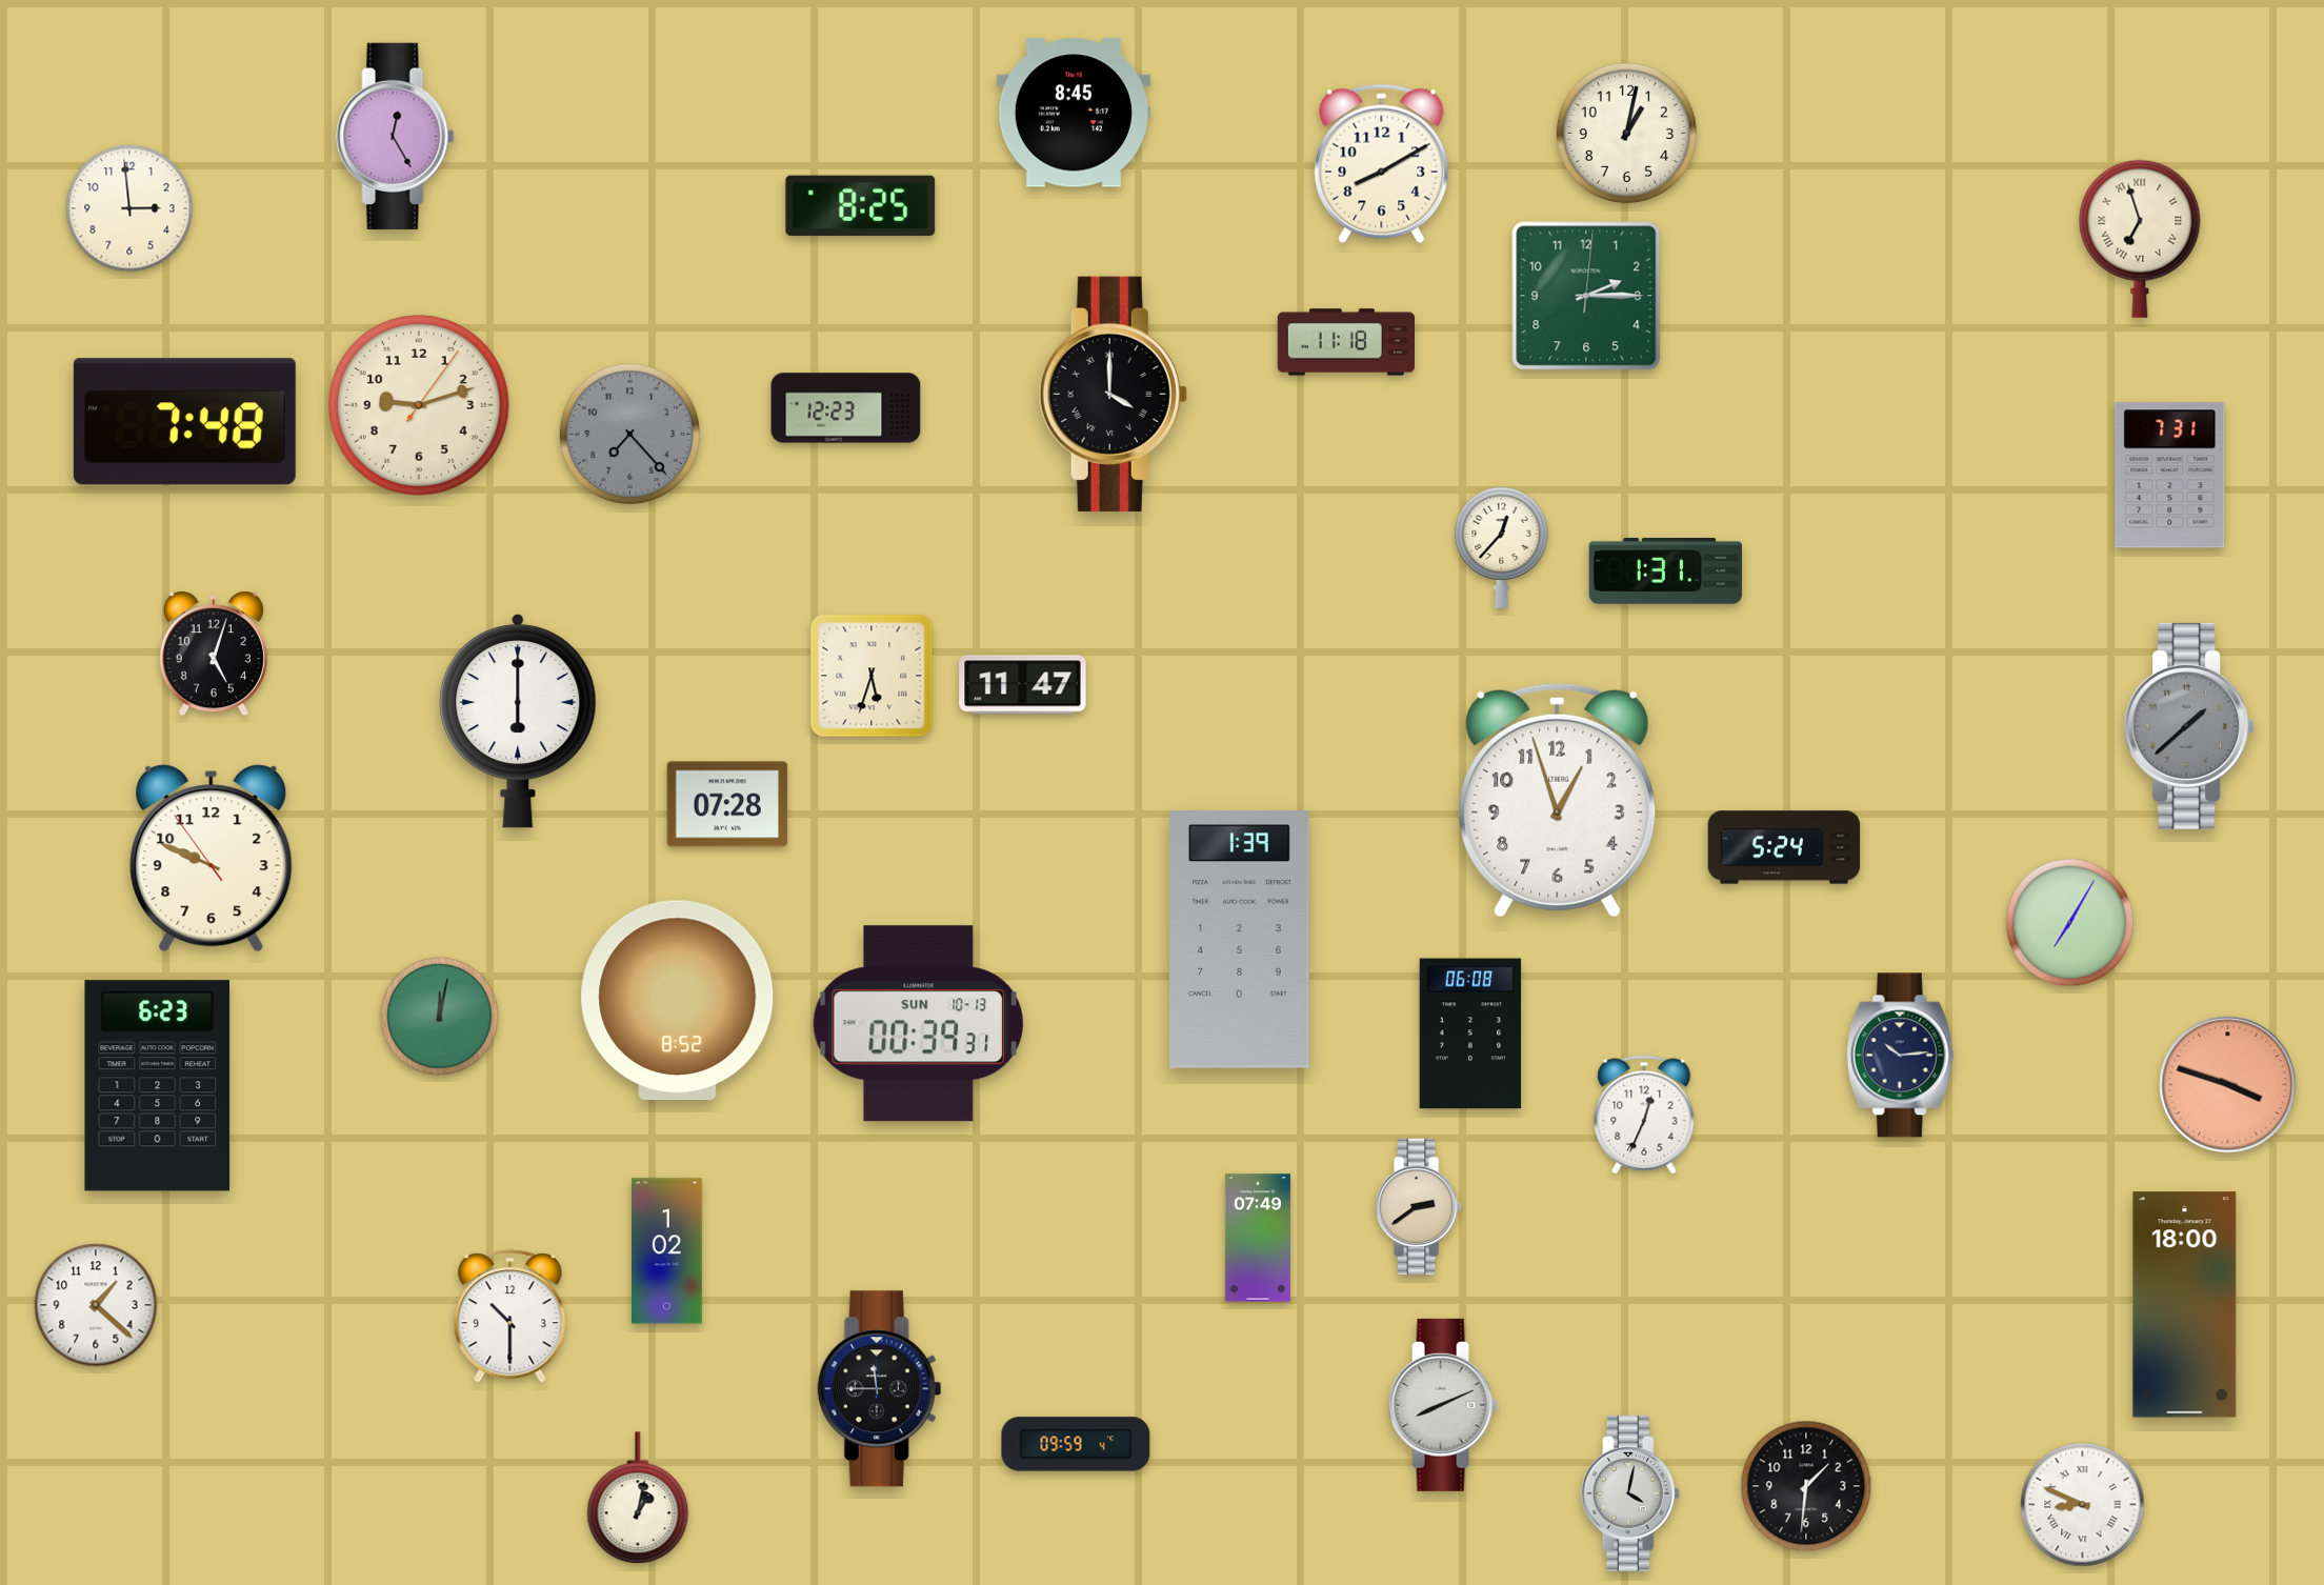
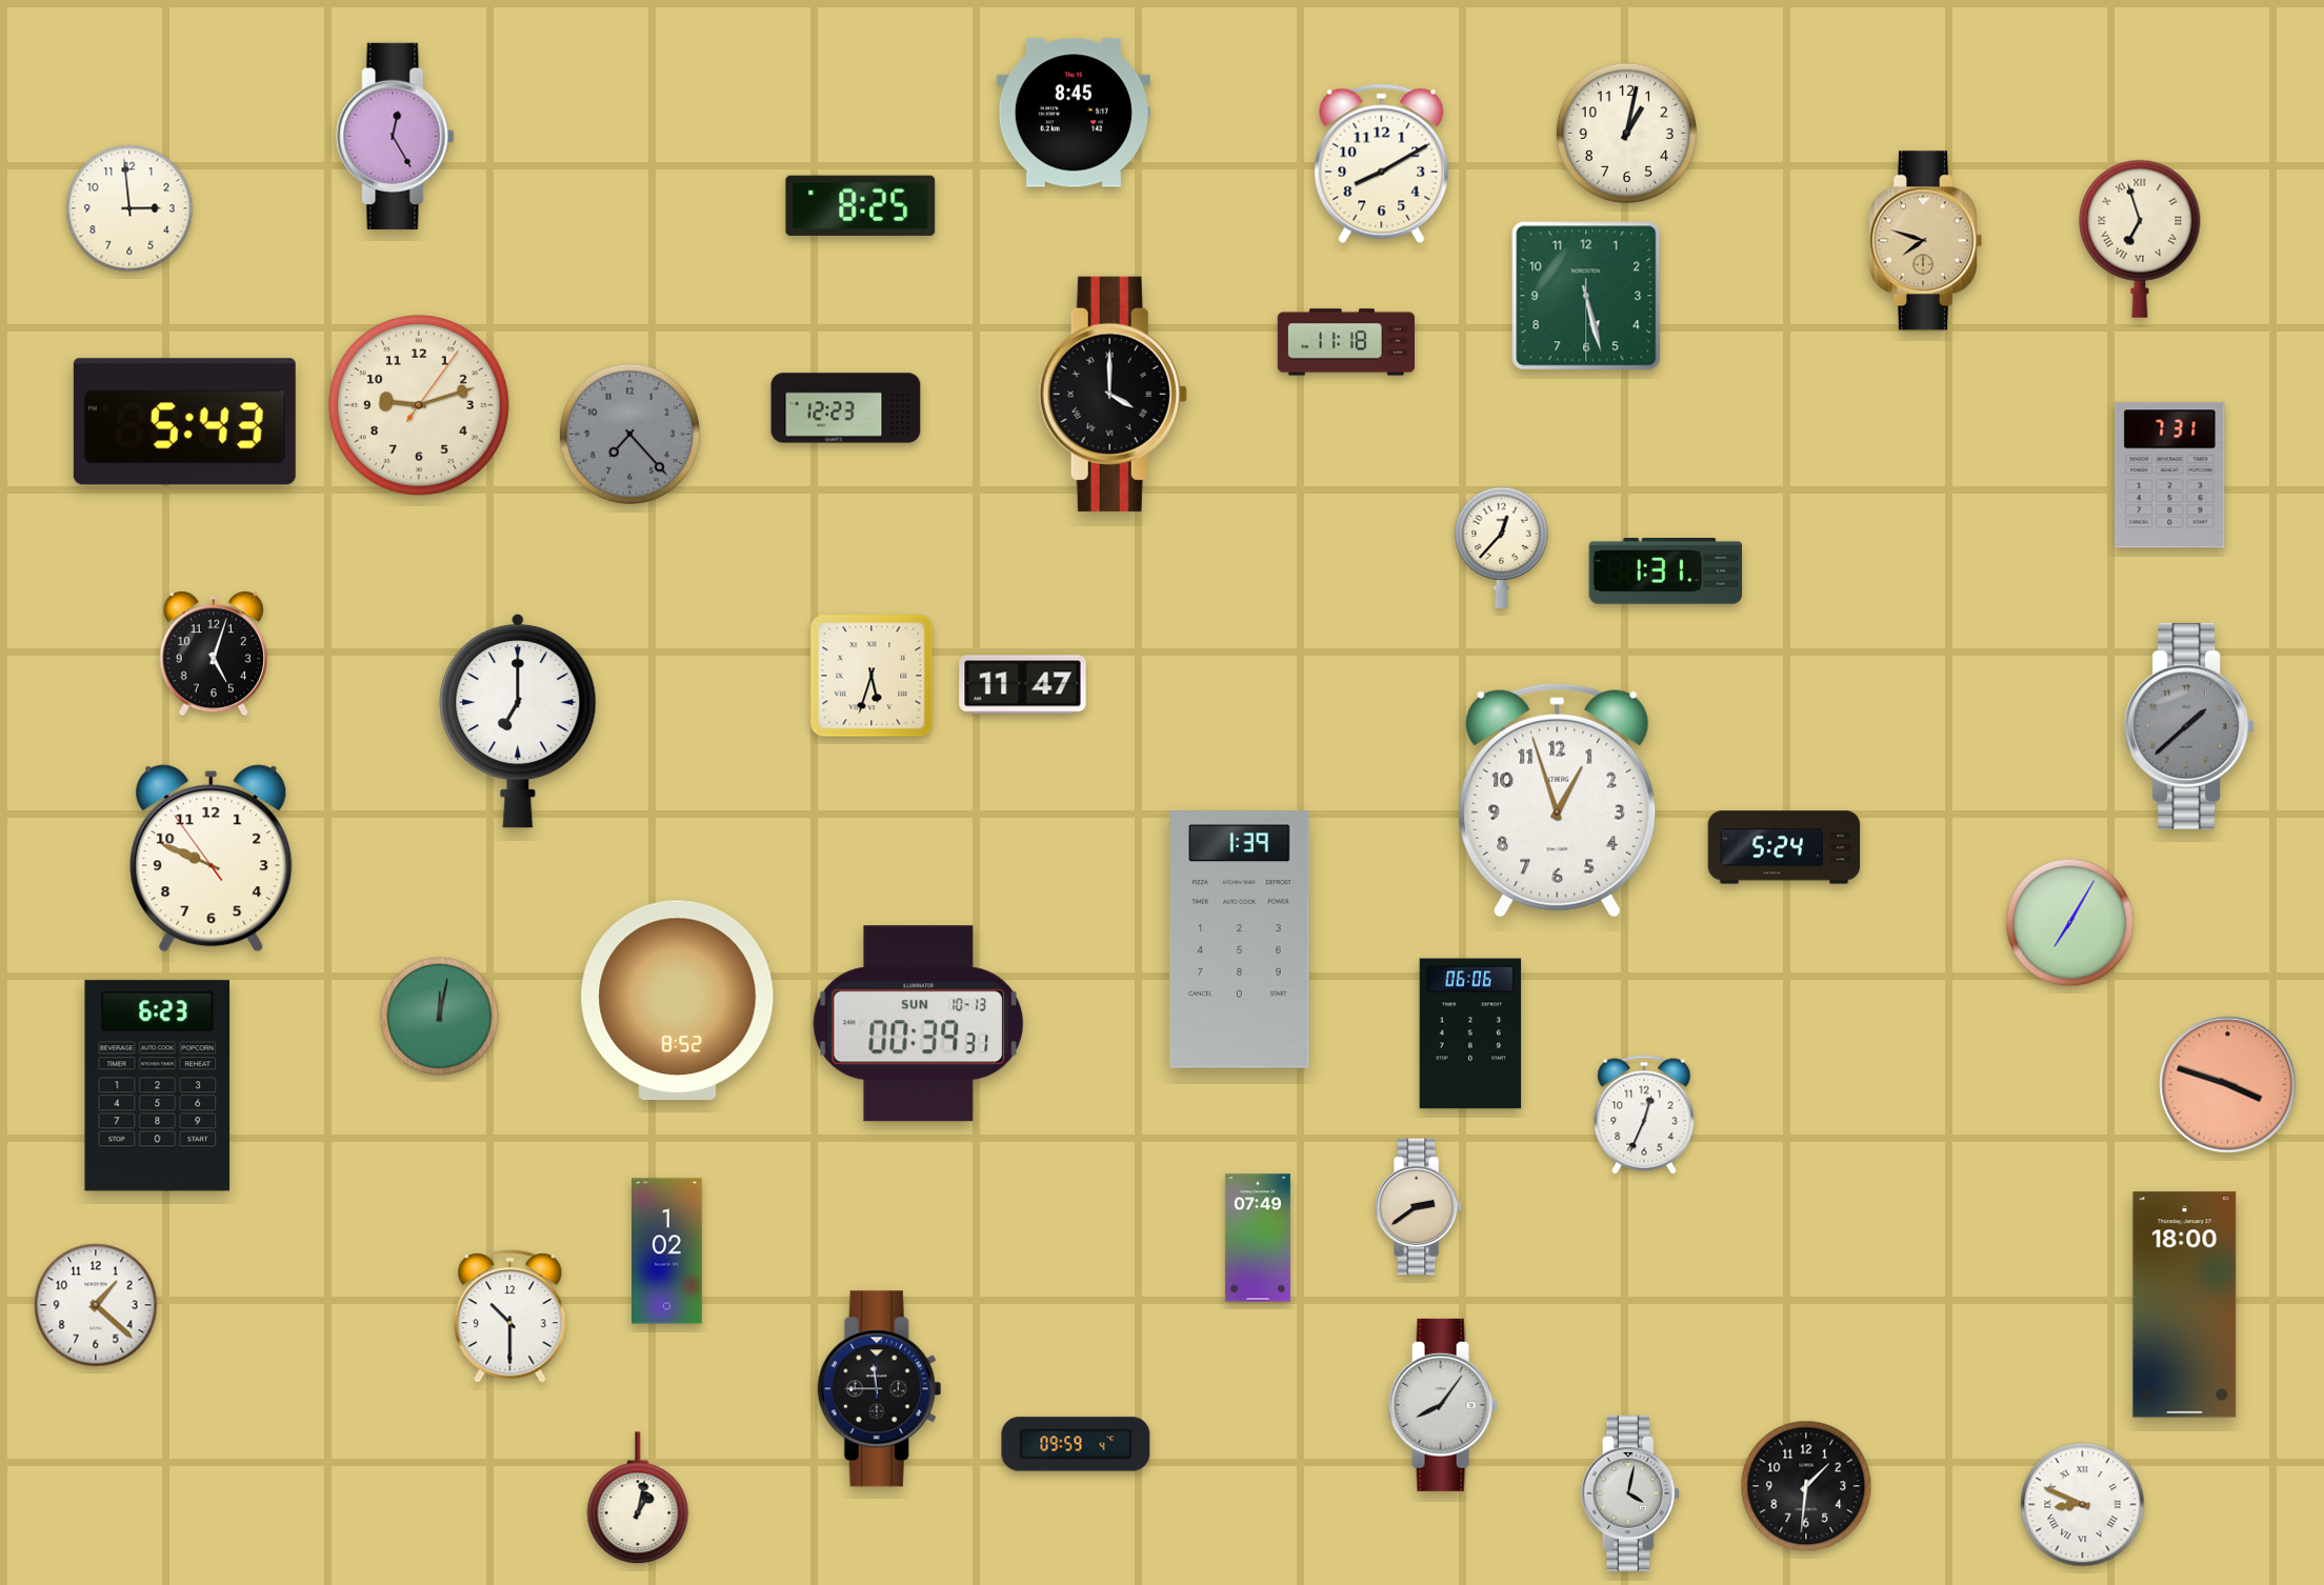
clock at (1925, 241): none -> 7:48
clock at (1586, 296): 2:15 -> 5:27
clock at (184, 422): 7:48 -> 5:43
clock at (518, 721): 6:00 -> 7:00
clock at (727, 804): 07:28 -> none
clock at (1470, 1034): 06:08 -> 06:06
clock at (1901, 1056): 10:14 -> none
clock at (1443, 1405): 8:11 -> 8:06
